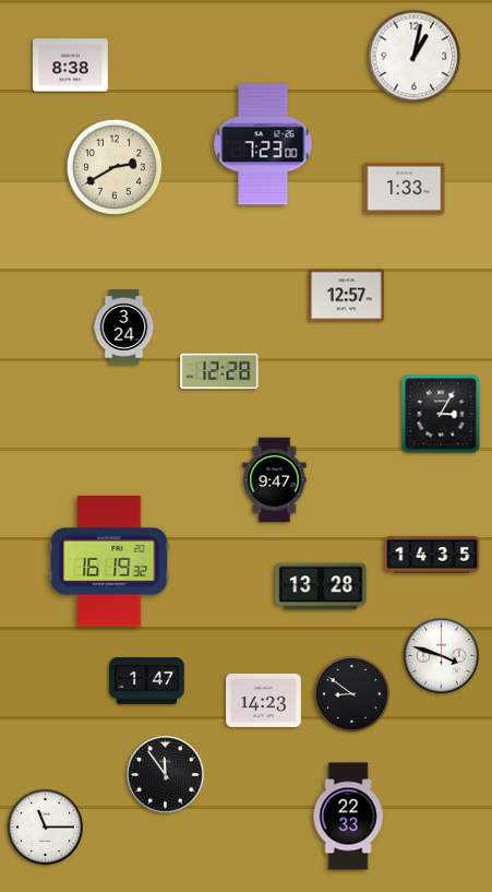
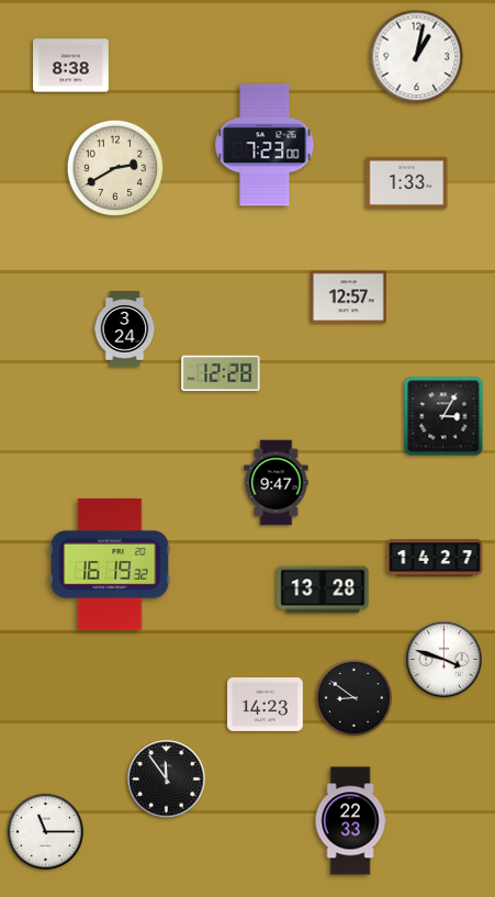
clock at (405, 188) position: (405, 188) -> (407, 182)
clock at (432, 555): 14:35 -> 14:27
clock at (147, 681): 1:47 -> none
